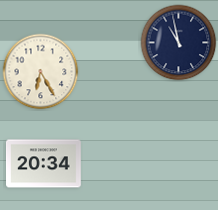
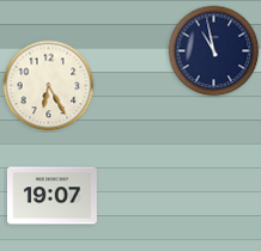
clock at (44, 164): 20:34 -> 19:07
